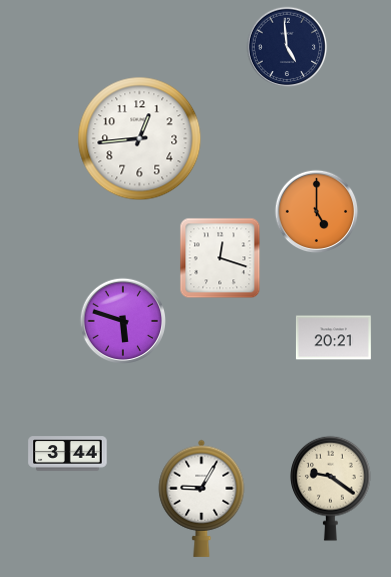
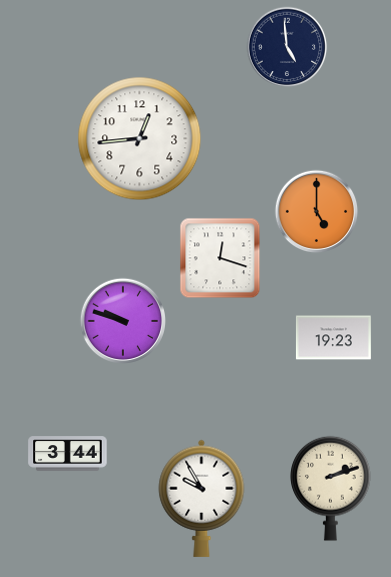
clock at (122, 320): 5:48 -> 9:48
clock at (333, 338): 20:21 -> 19:23
clock at (331, 488): 9:21 -> 2:12
clock at (202, 498): 9:05 -> 9:55
